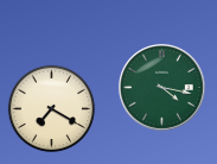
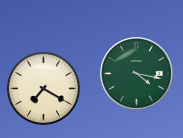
clock at (52, 109) position: (52, 109) -> (44, 89)
